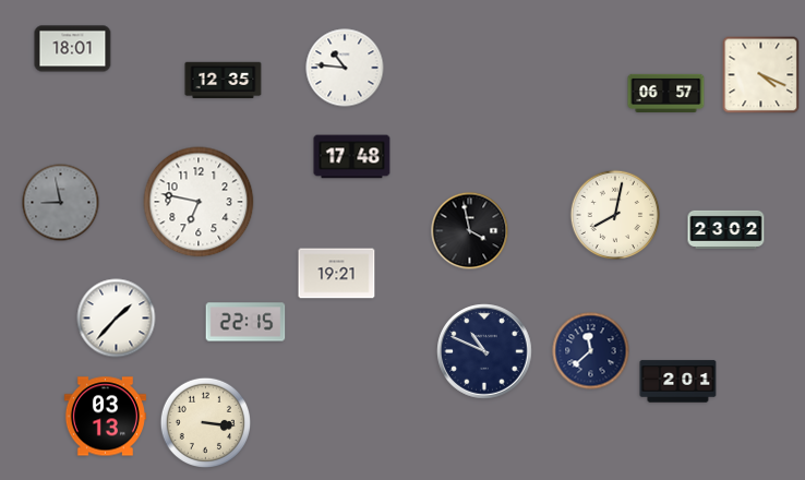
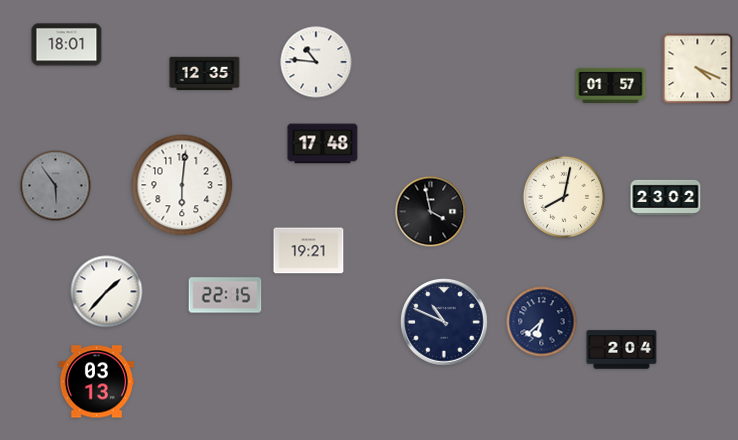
clock at (666, 93): 06:57 -> 01:57
clock at (199, 202): 6:47 -> 6:01
clock at (61, 203): 8:58 -> 5:54
clock at (726, 229) position: (726, 229) -> (666, 197)
clock at (591, 351): 11:38 -> 6:38
clock at (678, 382): 2:01 -> 2:04
clock at (205, 422): 3:16 -> none
